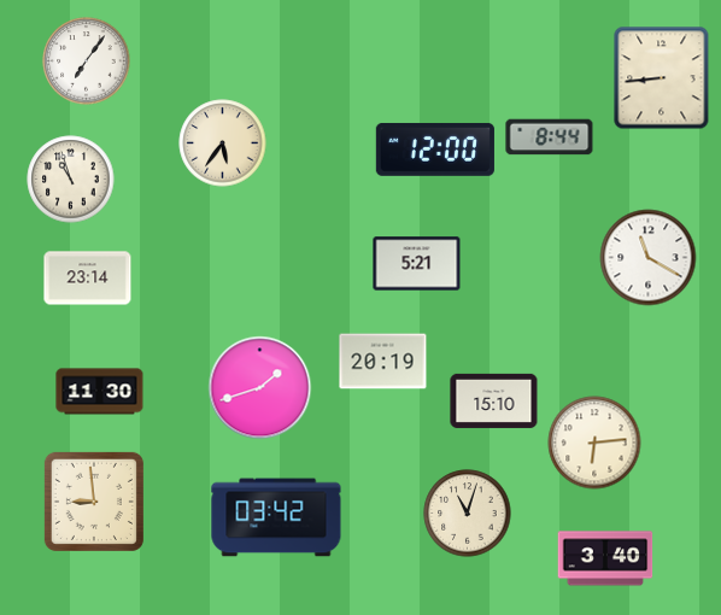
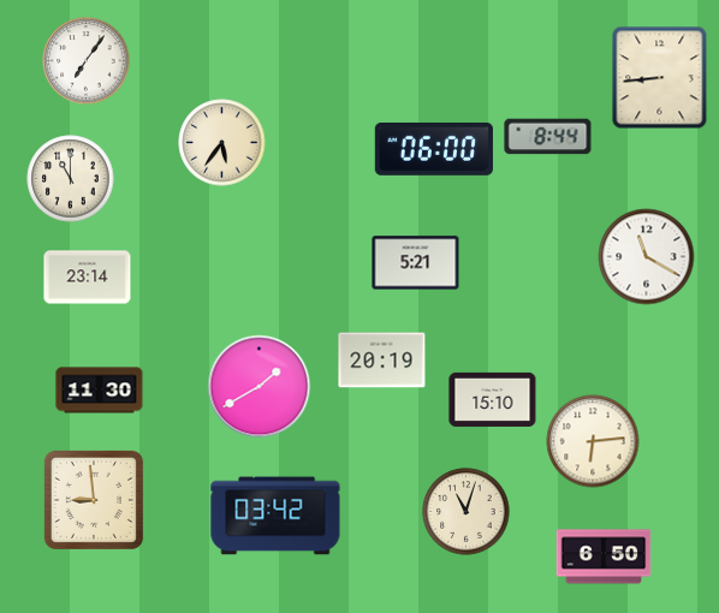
clock at (435, 150): 12:00 -> 06:00
clock at (71, 180): 10:57 -> 11:00
clock at (260, 388): 1:42 -> 1:40
clock at (605, 558): 3:40 -> 6:50
